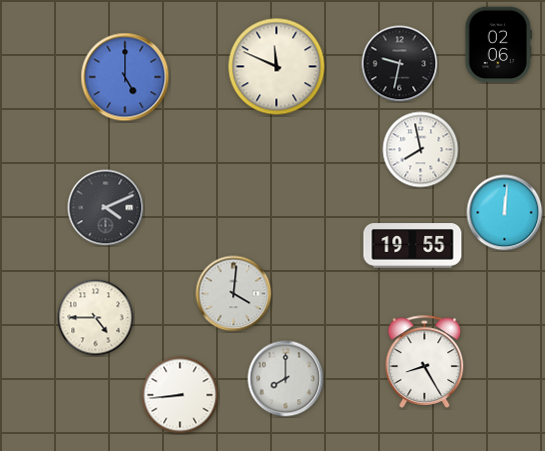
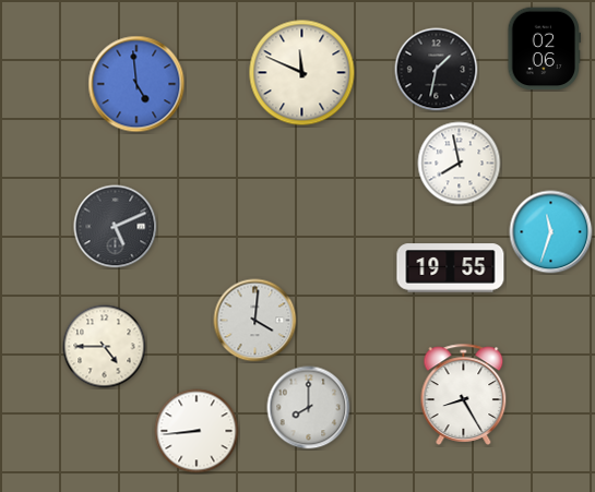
clock at (400, 64): 9:32 -> 1:32
clock at (125, 77): 5:00 -> 4:59
clock at (106, 208): 4:11 -> 5:11
clock at (505, 213): 12:01 -> 11:33
clock at (286, 379) position: (286, 379) -> (309, 408)
